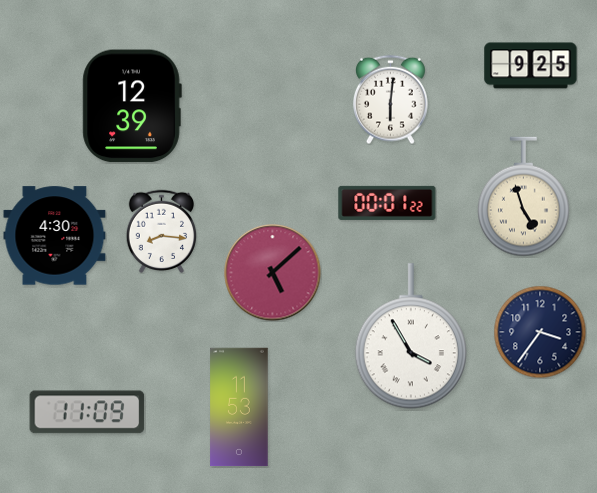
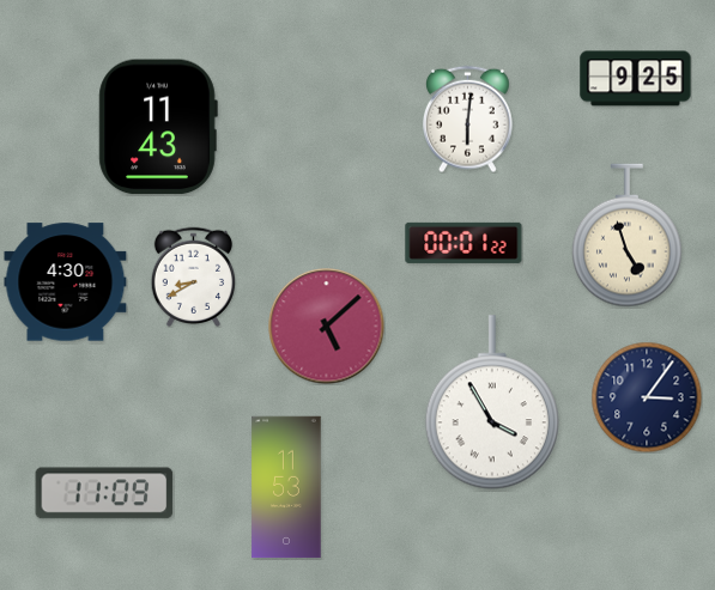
clock at (132, 106): 12:39 -> 11:43
clock at (162, 231): 8:16 -> 8:40
clock at (540, 332): 3:36 -> 3:06
